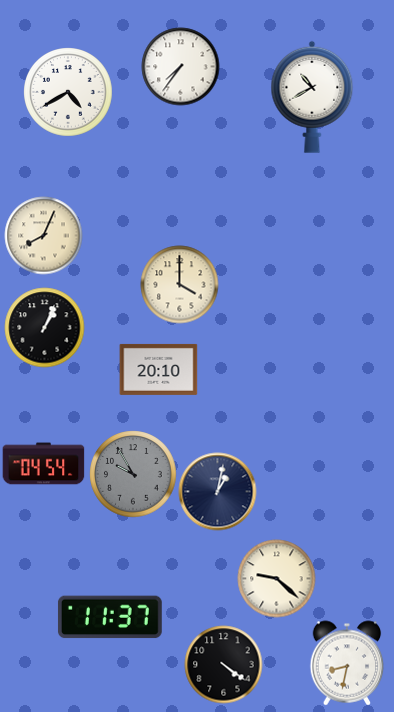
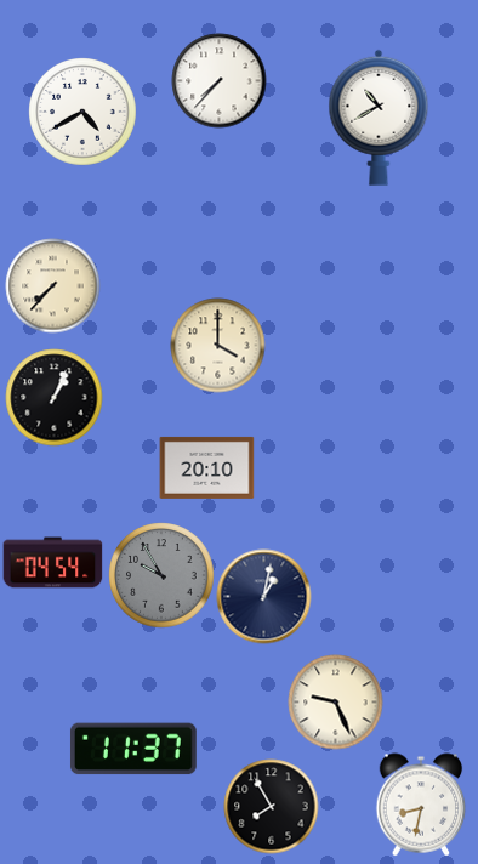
clock at (180, 66): 7:36 -> 7:37
clock at (43, 235): 8:04 -> 7:37
clock at (158, 369) position: (158, 369) -> (206, 467)
clock at (276, 578): 9:22 -> 9:26
clock at (223, 664): 4:21 -> 7:55
